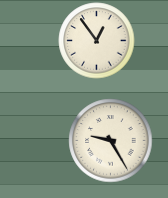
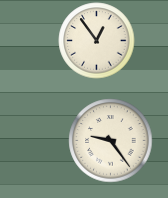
clock at (111, 141): 9:25 -> 9:24
